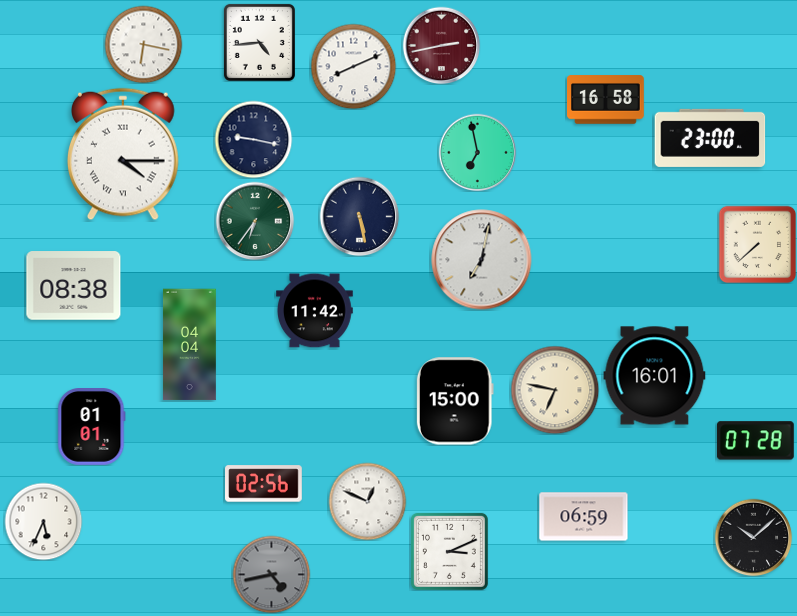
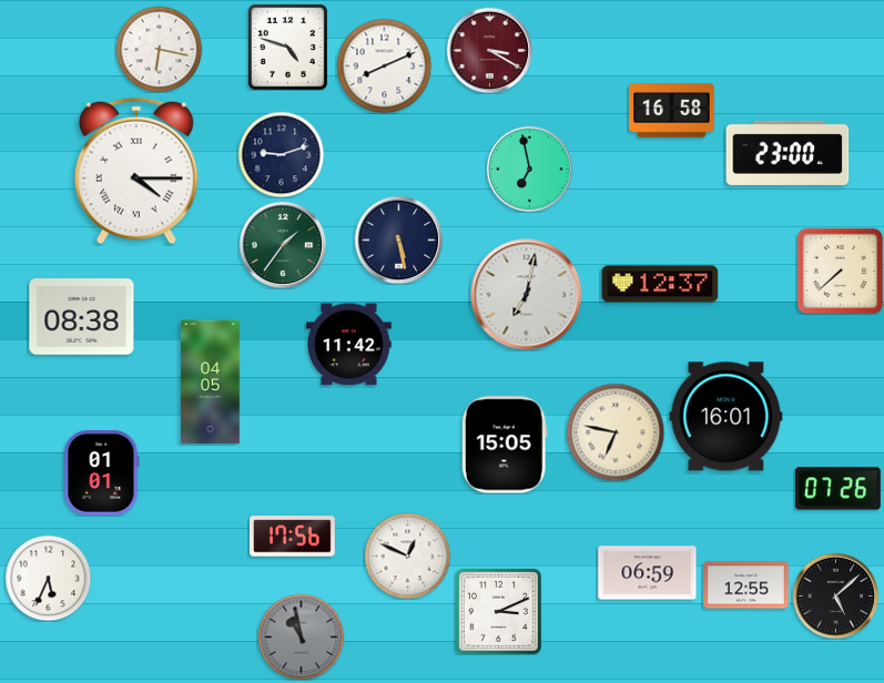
clock at (259, 42): 4:44 -> 4:48
clock at (441, 45): 2:43 -> 3:20
clock at (353, 66) position: (353, 66) -> (384, 65)
clock at (253, 139): 9:17 -> 9:12
clock at (255, 221): 6:36 -> 1:36
clock at (660, 284): none -> 12:37
clock at (482, 260) position: (482, 260) -> (527, 295)
clock at (189, 345): 04:04 -> 04:05
clock at (455, 401): 15:00 -> 15:05
clock at (755, 441): 07:28 -> 07:26
clock at (264, 484): 02:56 -> 17:56
clock at (746, 585): none -> 12:55
clock at (753, 537): 10:08 -> 5:08
clock at (271, 574): 4:43 -> 10:58
